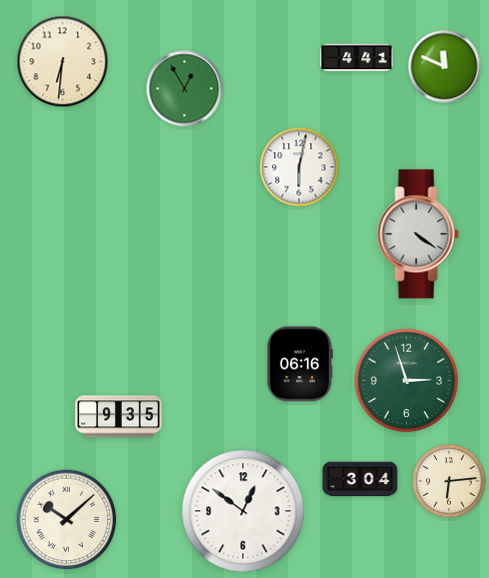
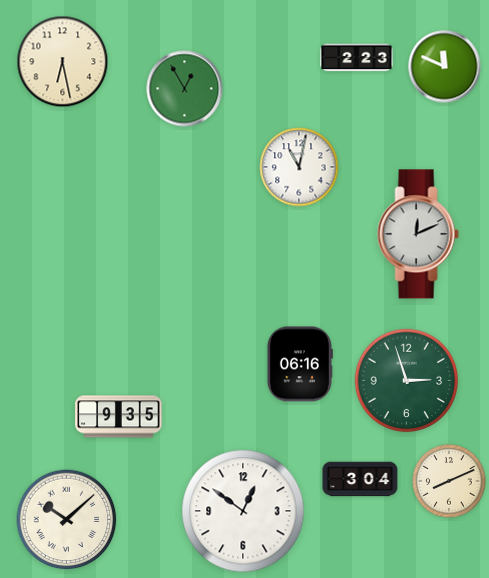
clock at (357, 58): 4:41 -> 2:23
clock at (63, 62): 6:31 -> 6:28
clock at (299, 167): 6:02 -> 11:02
clock at (418, 234): 4:21 -> 12:11
clock at (449, 481): 6:14 -> 8:11
